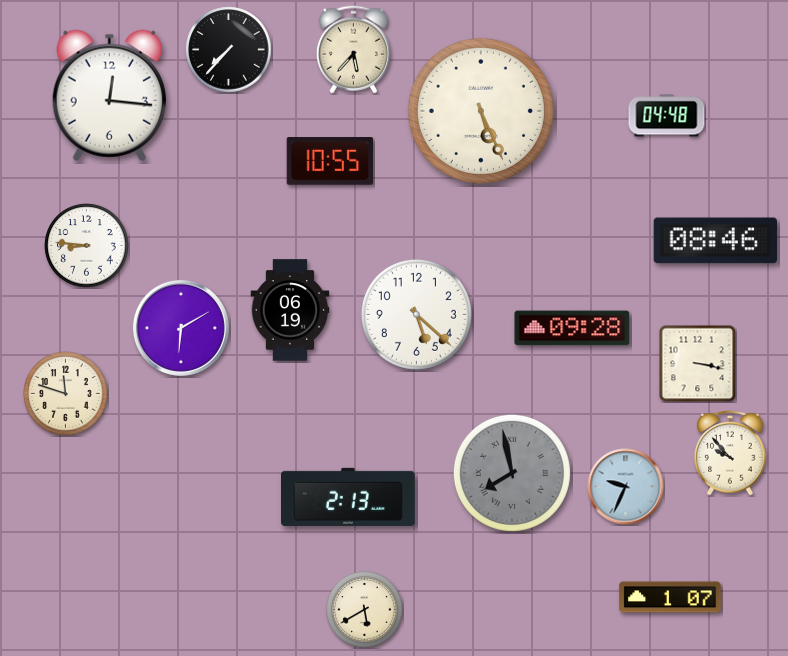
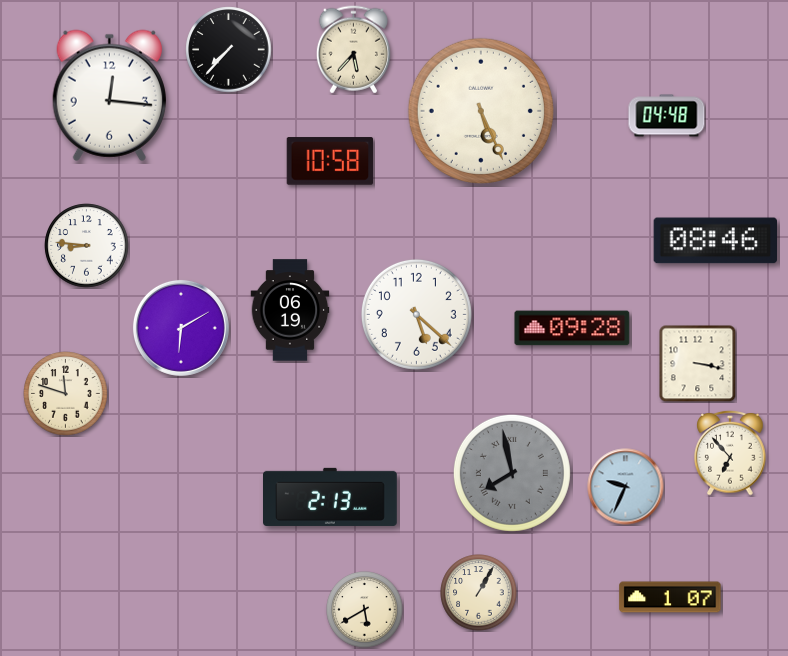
clock at (330, 161): 10:55 -> 10:58
clock at (730, 453): 9:53 -> 6:53
clock at (349, 497) position: (349, 497) -> (331, 497)
clock at (479, 593): none -> 1:05
